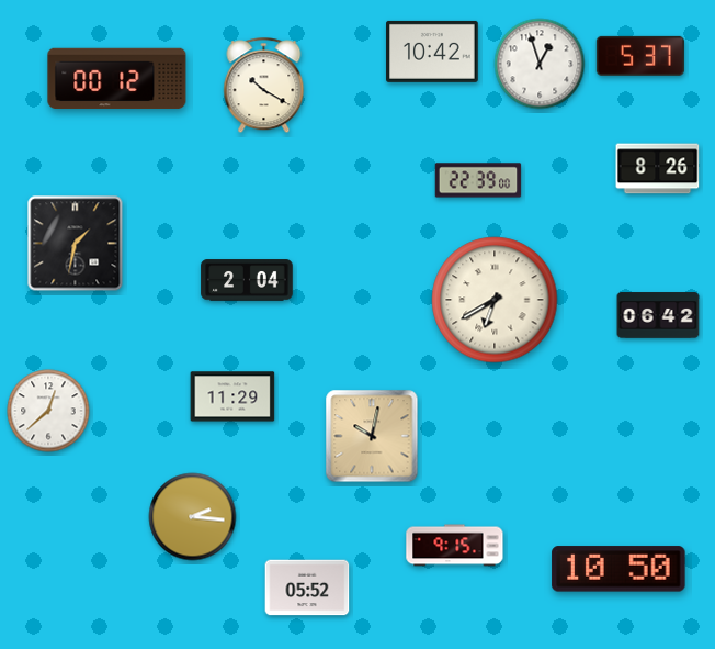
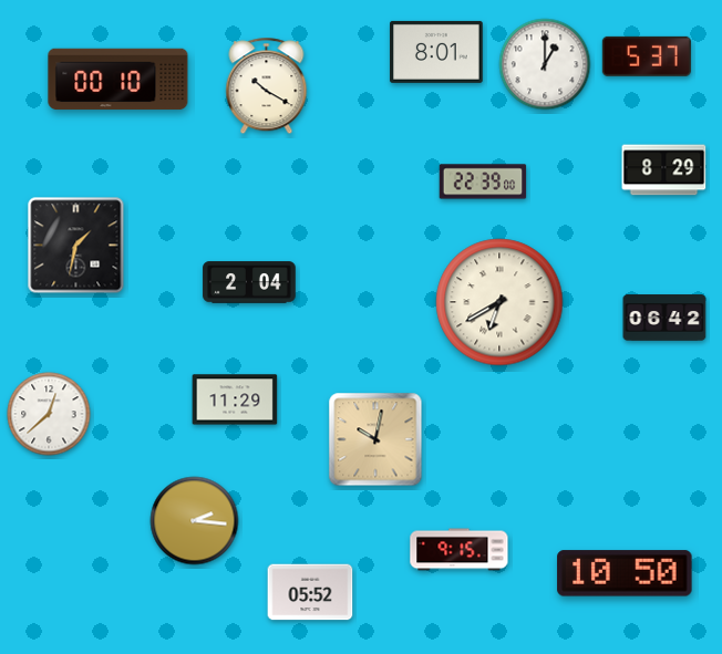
clock at (432, 52): 10:42 -> 8:01
clock at (540, 64): 12:57 -> 1:00
clock at (117, 79): 00:12 -> 00:10
clock at (658, 169): 8:26 -> 8:29
